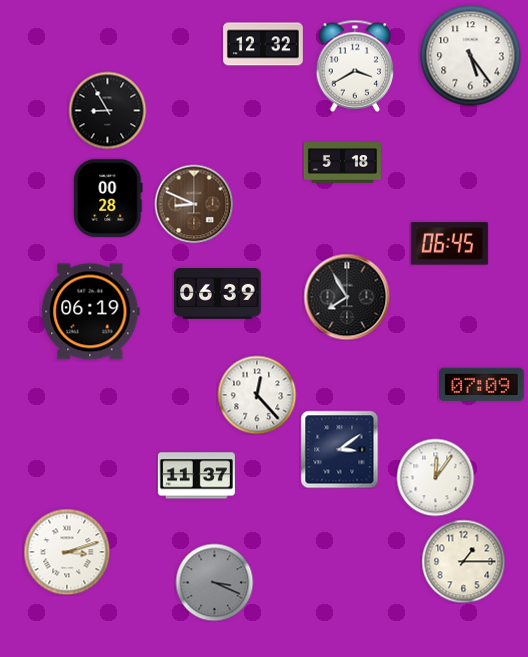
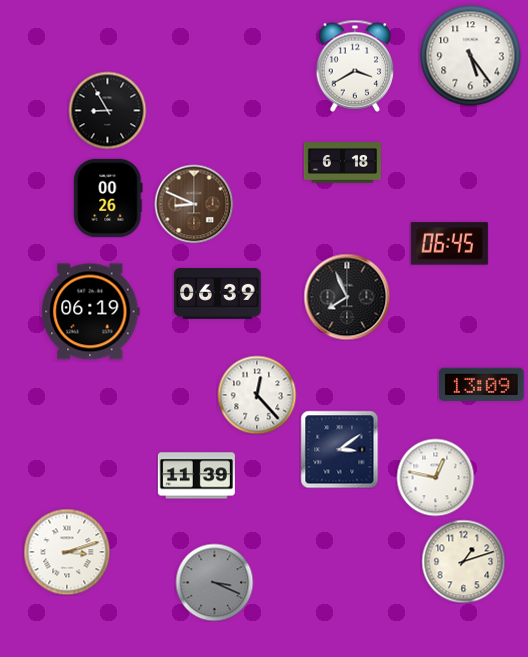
clock at (263, 44): 12:32 -> none
clock at (342, 163): 5:18 -> 6:18
clock at (108, 198): 00:28 -> 00:26
clock at (347, 297): 7:55 -> 7:56
clock at (482, 384): 07:09 -> 13:09
clock at (196, 476): 11:37 -> 11:39
clock at (435, 477): 12:06 -> 12:47
clock at (463, 561): 1:15 -> 1:12
